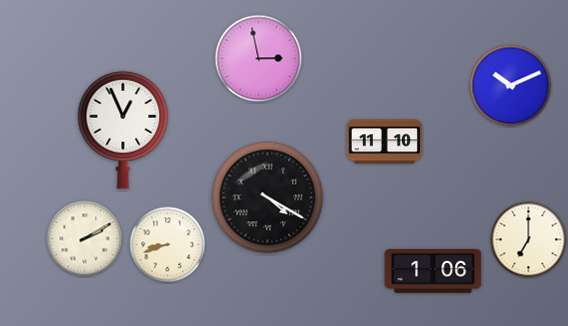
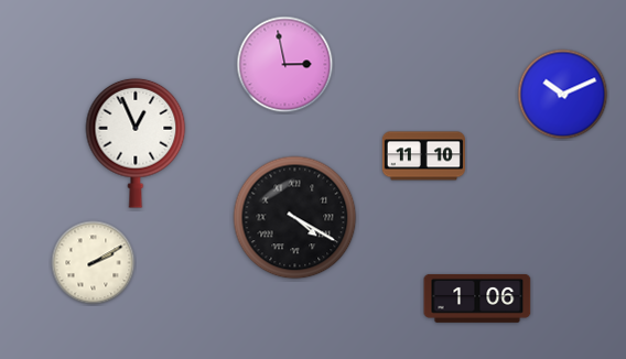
clock at (529, 240): 7:00 -> none
clock at (168, 245): 8:42 -> none
